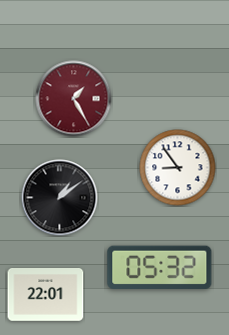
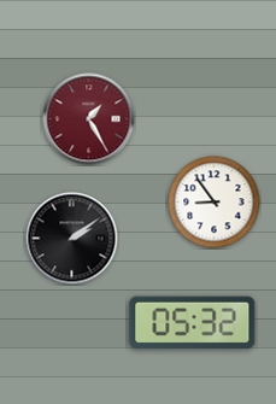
clock at (60, 198): 1:09 -> 2:09
clock at (46, 295): 22:01 -> none
